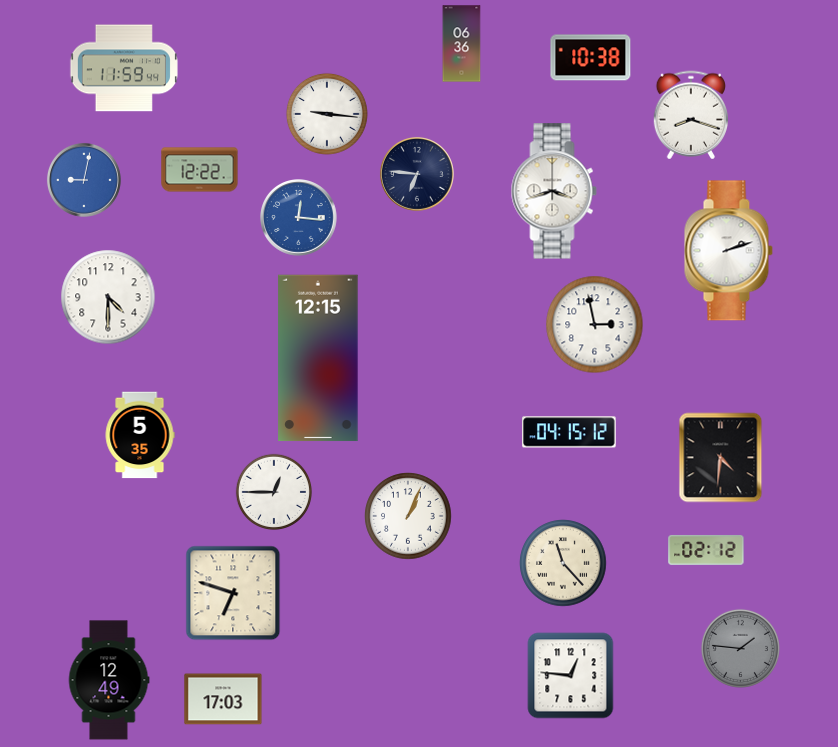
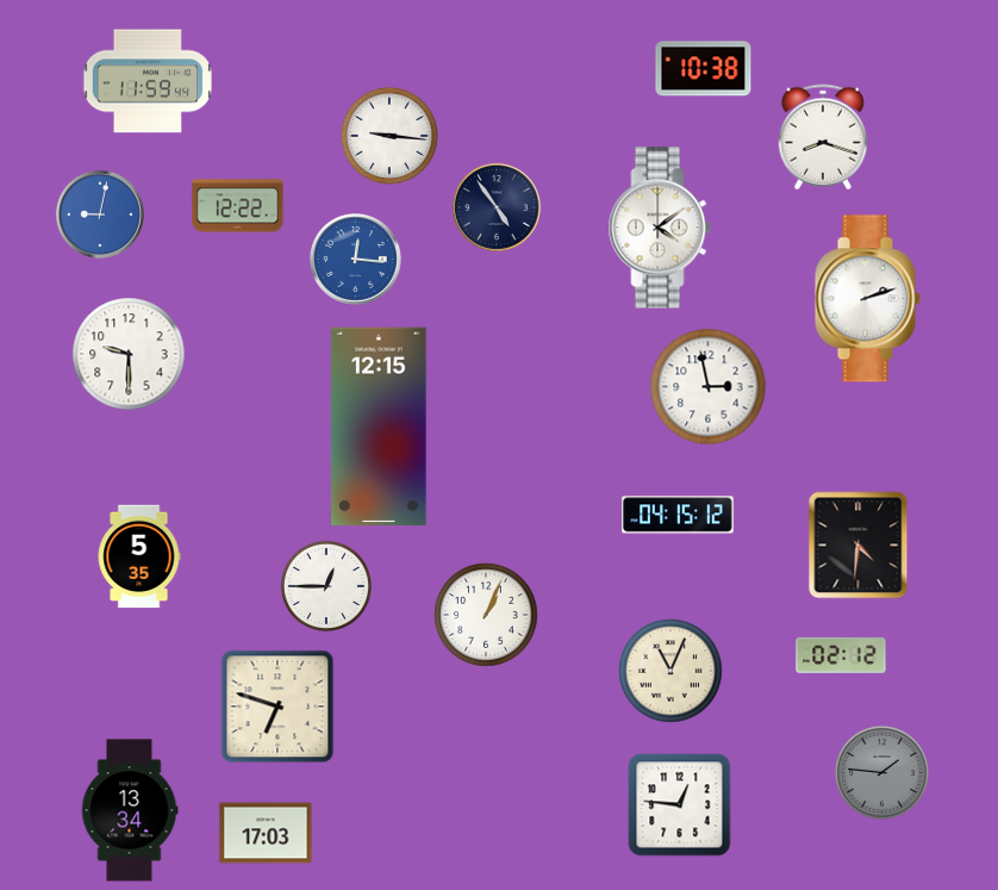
clock at (462, 44): 06:36 -> none
clock at (200, 170) position: (200, 170) -> (238, 206)
clock at (417, 174): 6:46 -> 4:54
clock at (554, 191): 3:42 -> 4:09
clock at (108, 297): 4:30 -> 9:30
clock at (140, 435) position: (140, 435) -> (139, 556)
clock at (563, 563): 11:23 -> 11:04
clock at (109, 680): 12:49 -> 13:34
